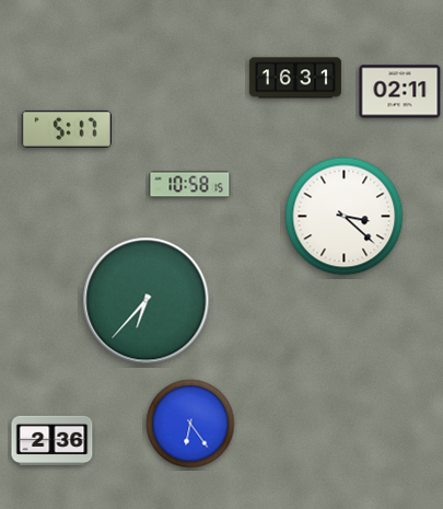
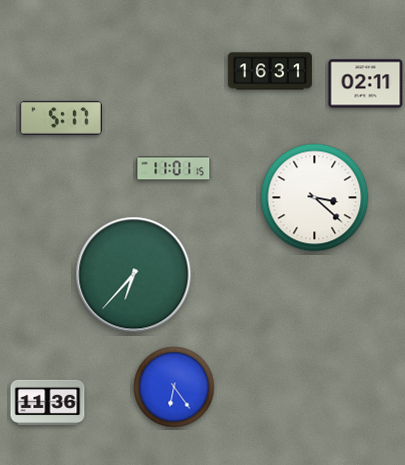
clock at (190, 185): 10:58 -> 11:01
clock at (53, 440): 2:36 -> 11:36
